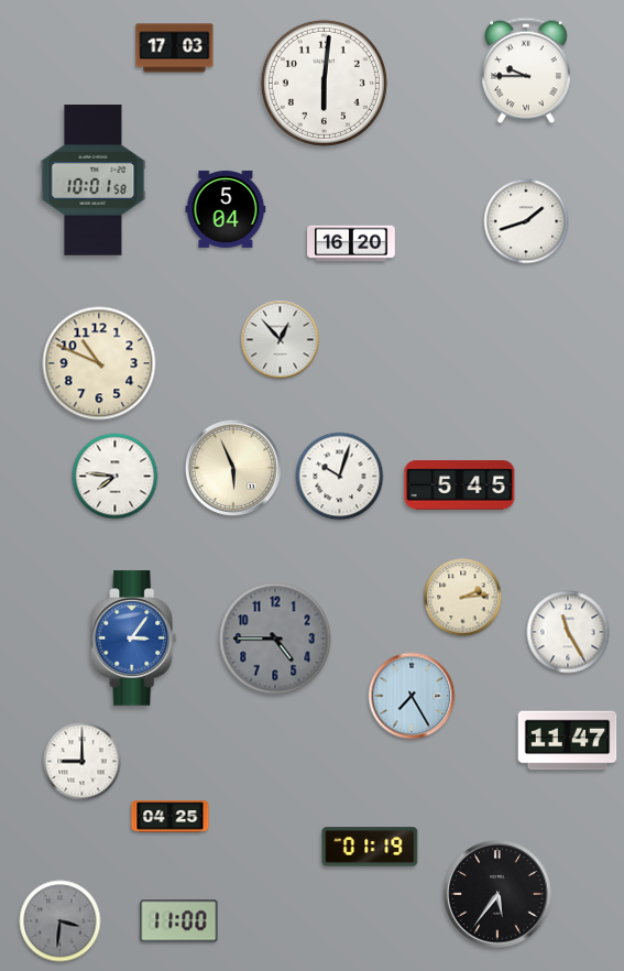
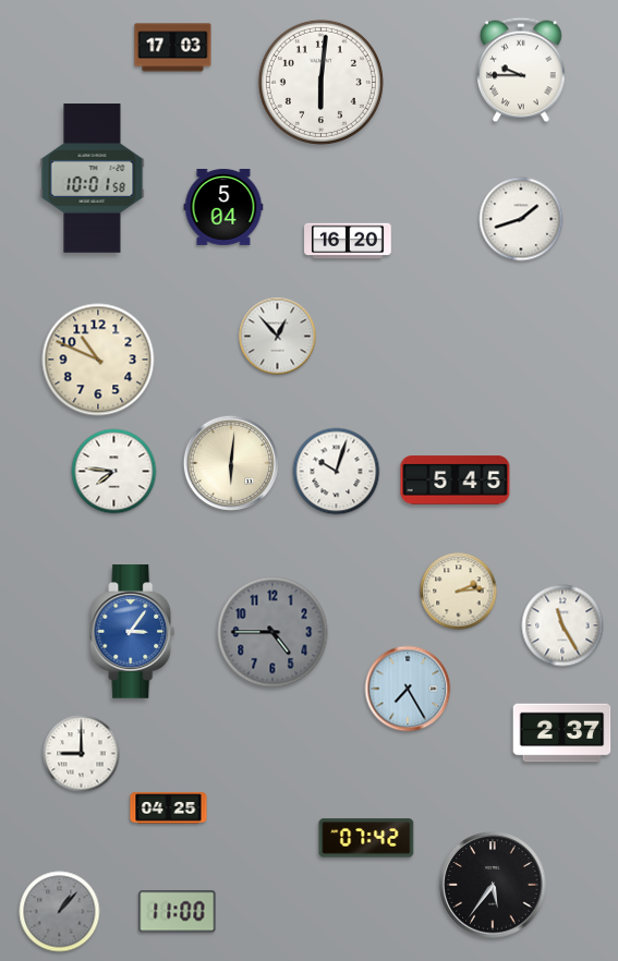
clock at (233, 468): 5:56 -> 6:01
clock at (568, 741): 11:47 -> 2:37
clock at (370, 847): 01:19 -> 07:42
clock at (61, 921): 3:31 -> 1:07
